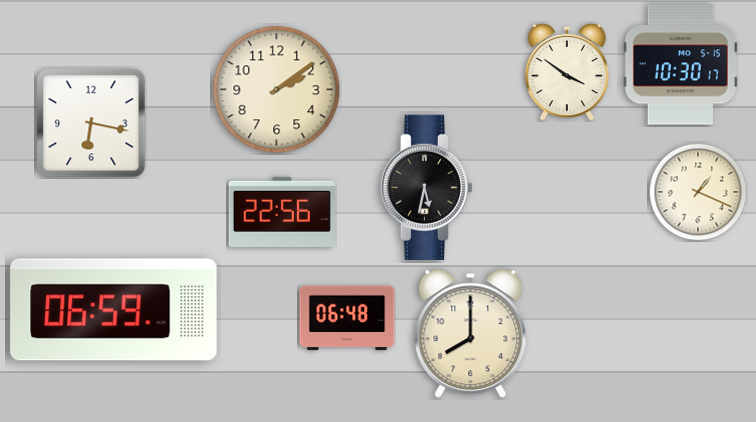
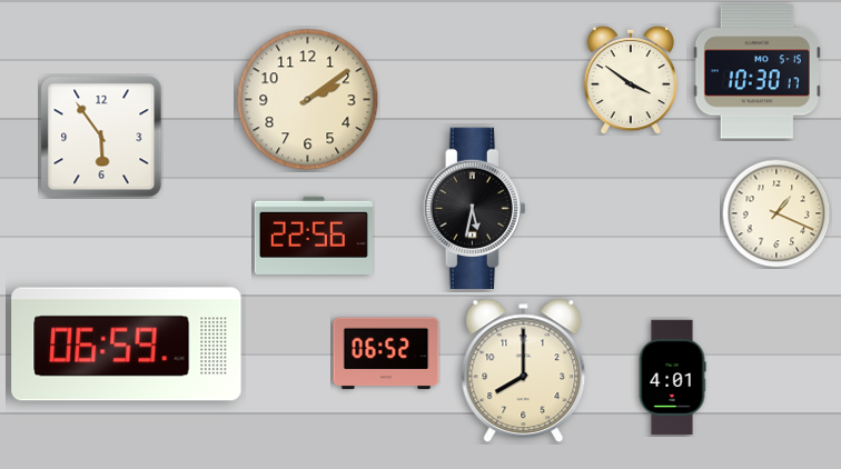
clock at (91, 123): 6:17 -> 5:54
clock at (347, 318): 06:48 -> 06:52
clock at (672, 378): none -> 4:01
